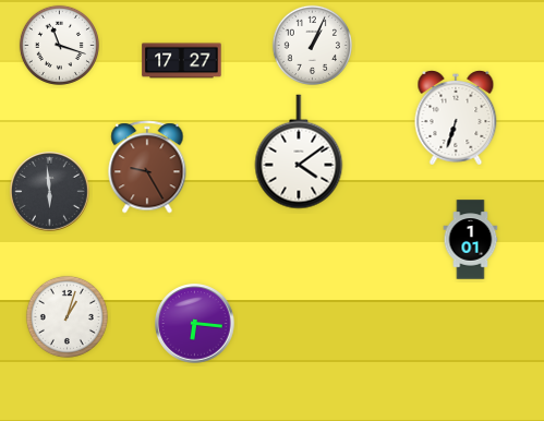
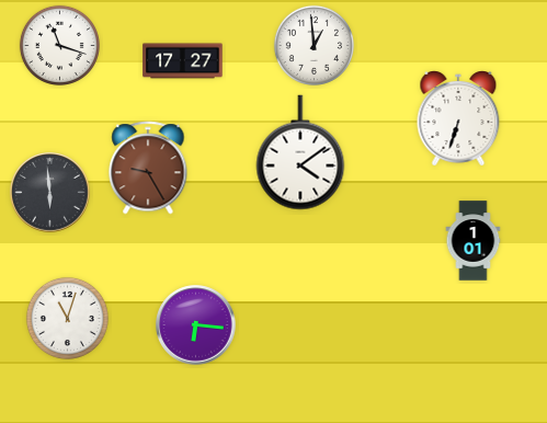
clock at (312, 45): 1:04 -> 12:59
clock at (67, 316): 1:03 -> 11:03
